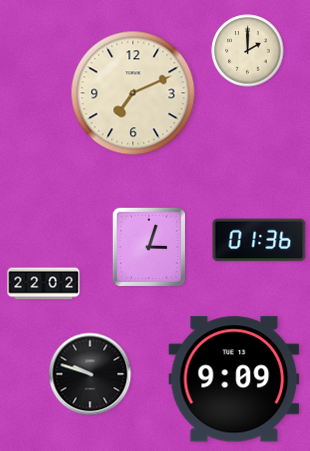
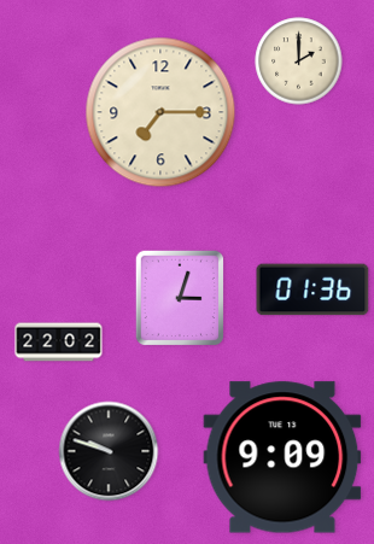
clock at (133, 93): 7:11 -> 7:15
clock at (44, 284) position: (44, 284) -> (59, 343)
